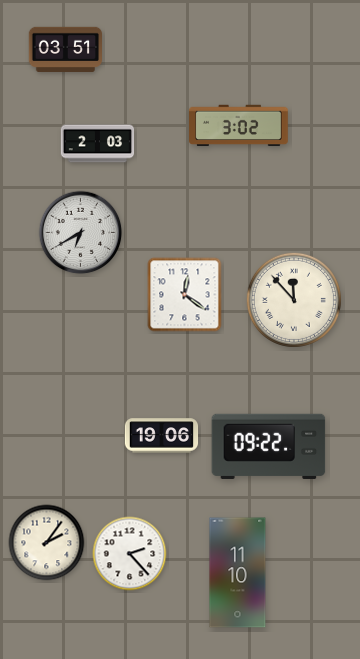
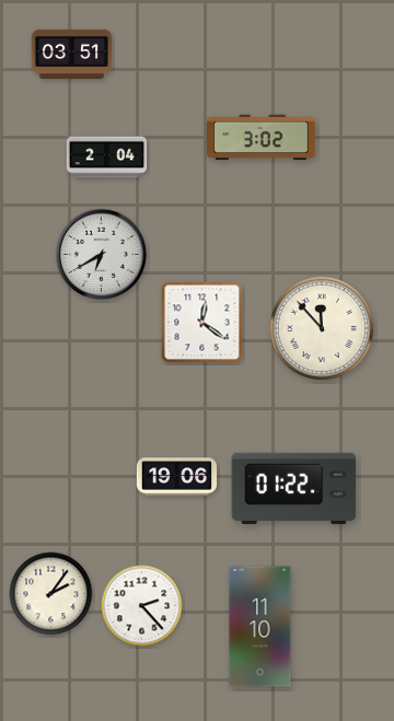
clock at (98, 144): 2:03 -> 2:04
clock at (81, 233) position: (81, 233) -> (102, 255)
clock at (269, 446): 09:22 -> 01:22
